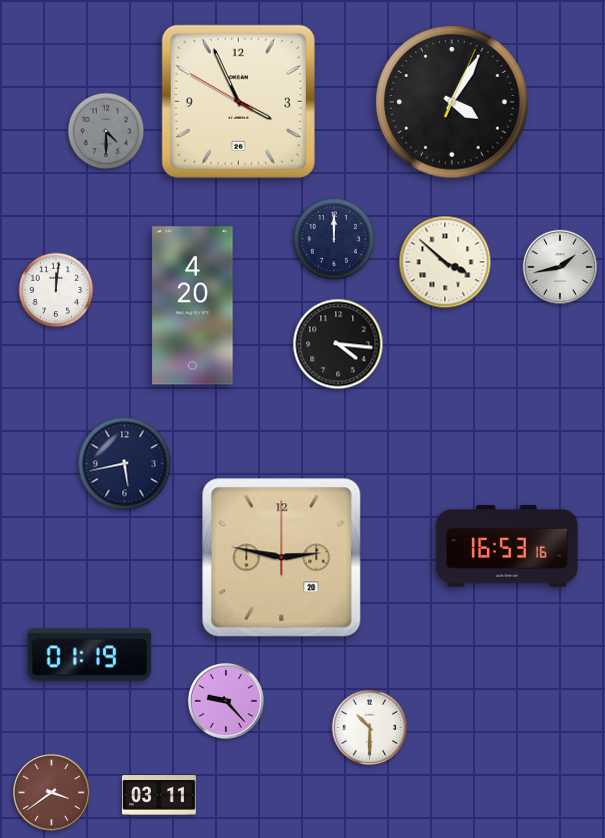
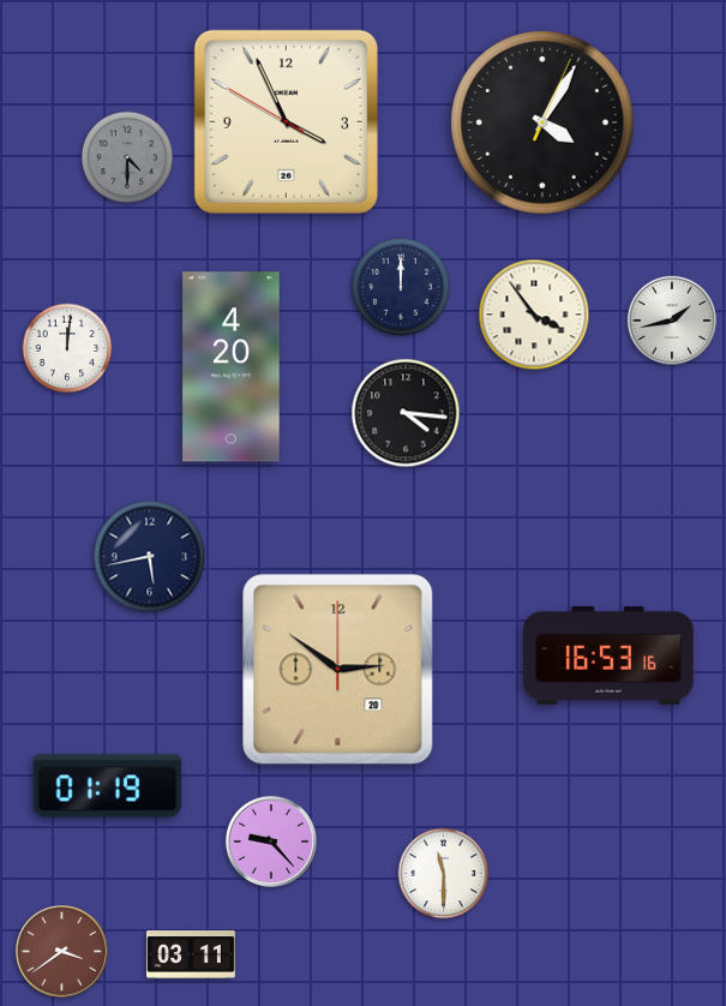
clock at (445, 262): 3:52 -> 3:54
clock at (282, 558): 2:47 -> 2:51
clock at (370, 728): 10:30 -> 11:30
